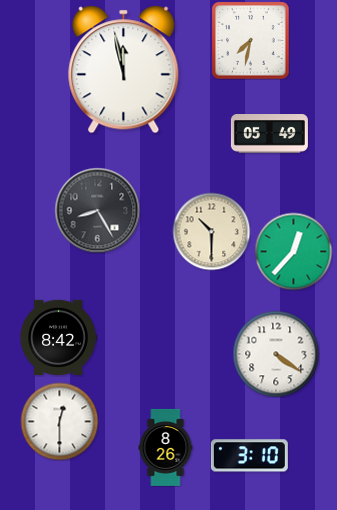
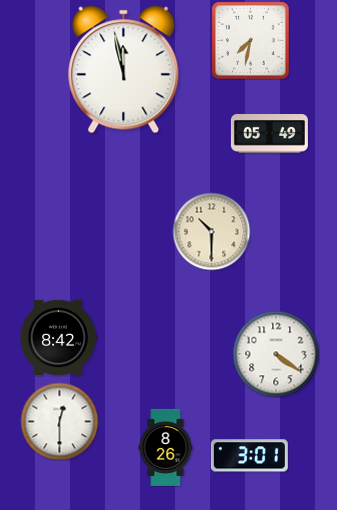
clock at (97, 210): 8:25 -> none
clock at (293, 251): 12:37 -> none
clock at (249, 456): 3:10 -> 3:01
